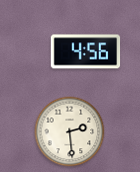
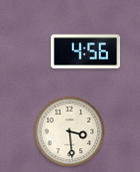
clock at (70, 132): 2:29 -> 3:29
